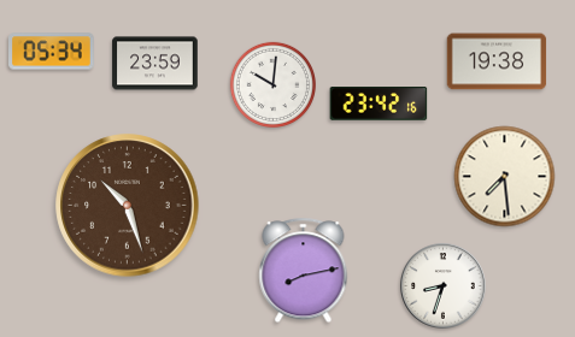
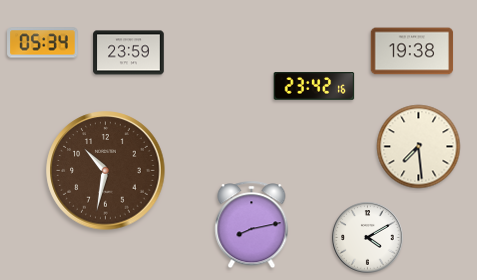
clock at (272, 84): 10:01 -> none
clock at (128, 206): 10:27 -> 10:32
clock at (444, 286): 8:33 -> 4:10
